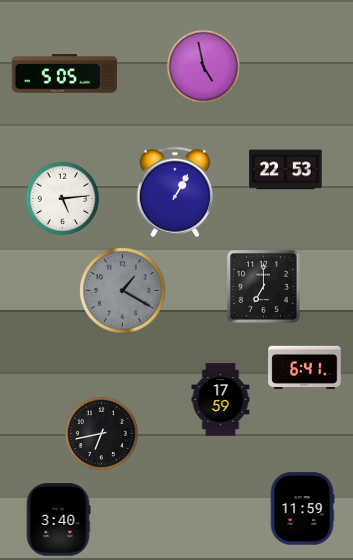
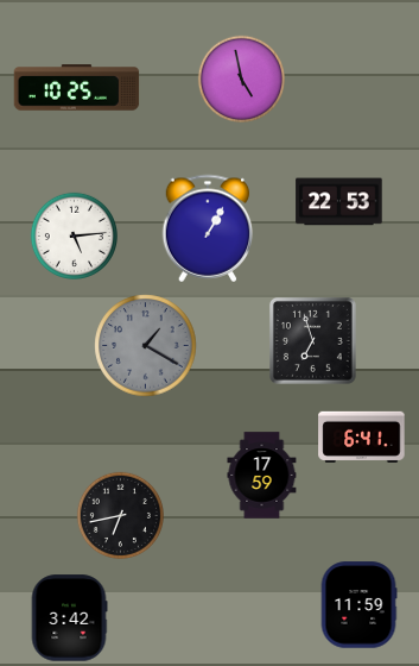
clock at (65, 74): 5:05 -> 10:25
clock at (263, 286): 7:00 -> 6:57
clock at (58, 520): 3:40 -> 3:42
